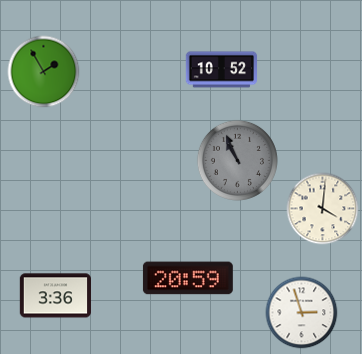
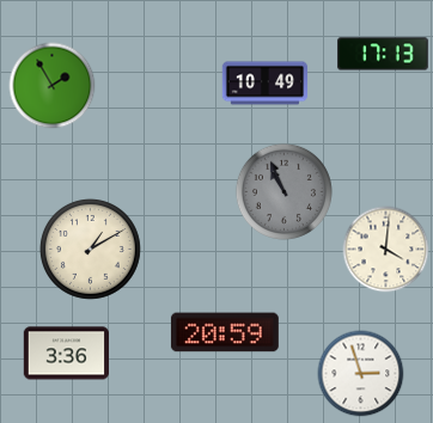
clock at (383, 54): none -> 17:13
clock at (222, 70): 10:52 -> 10:49
clock at (91, 250): none -> 1:10
